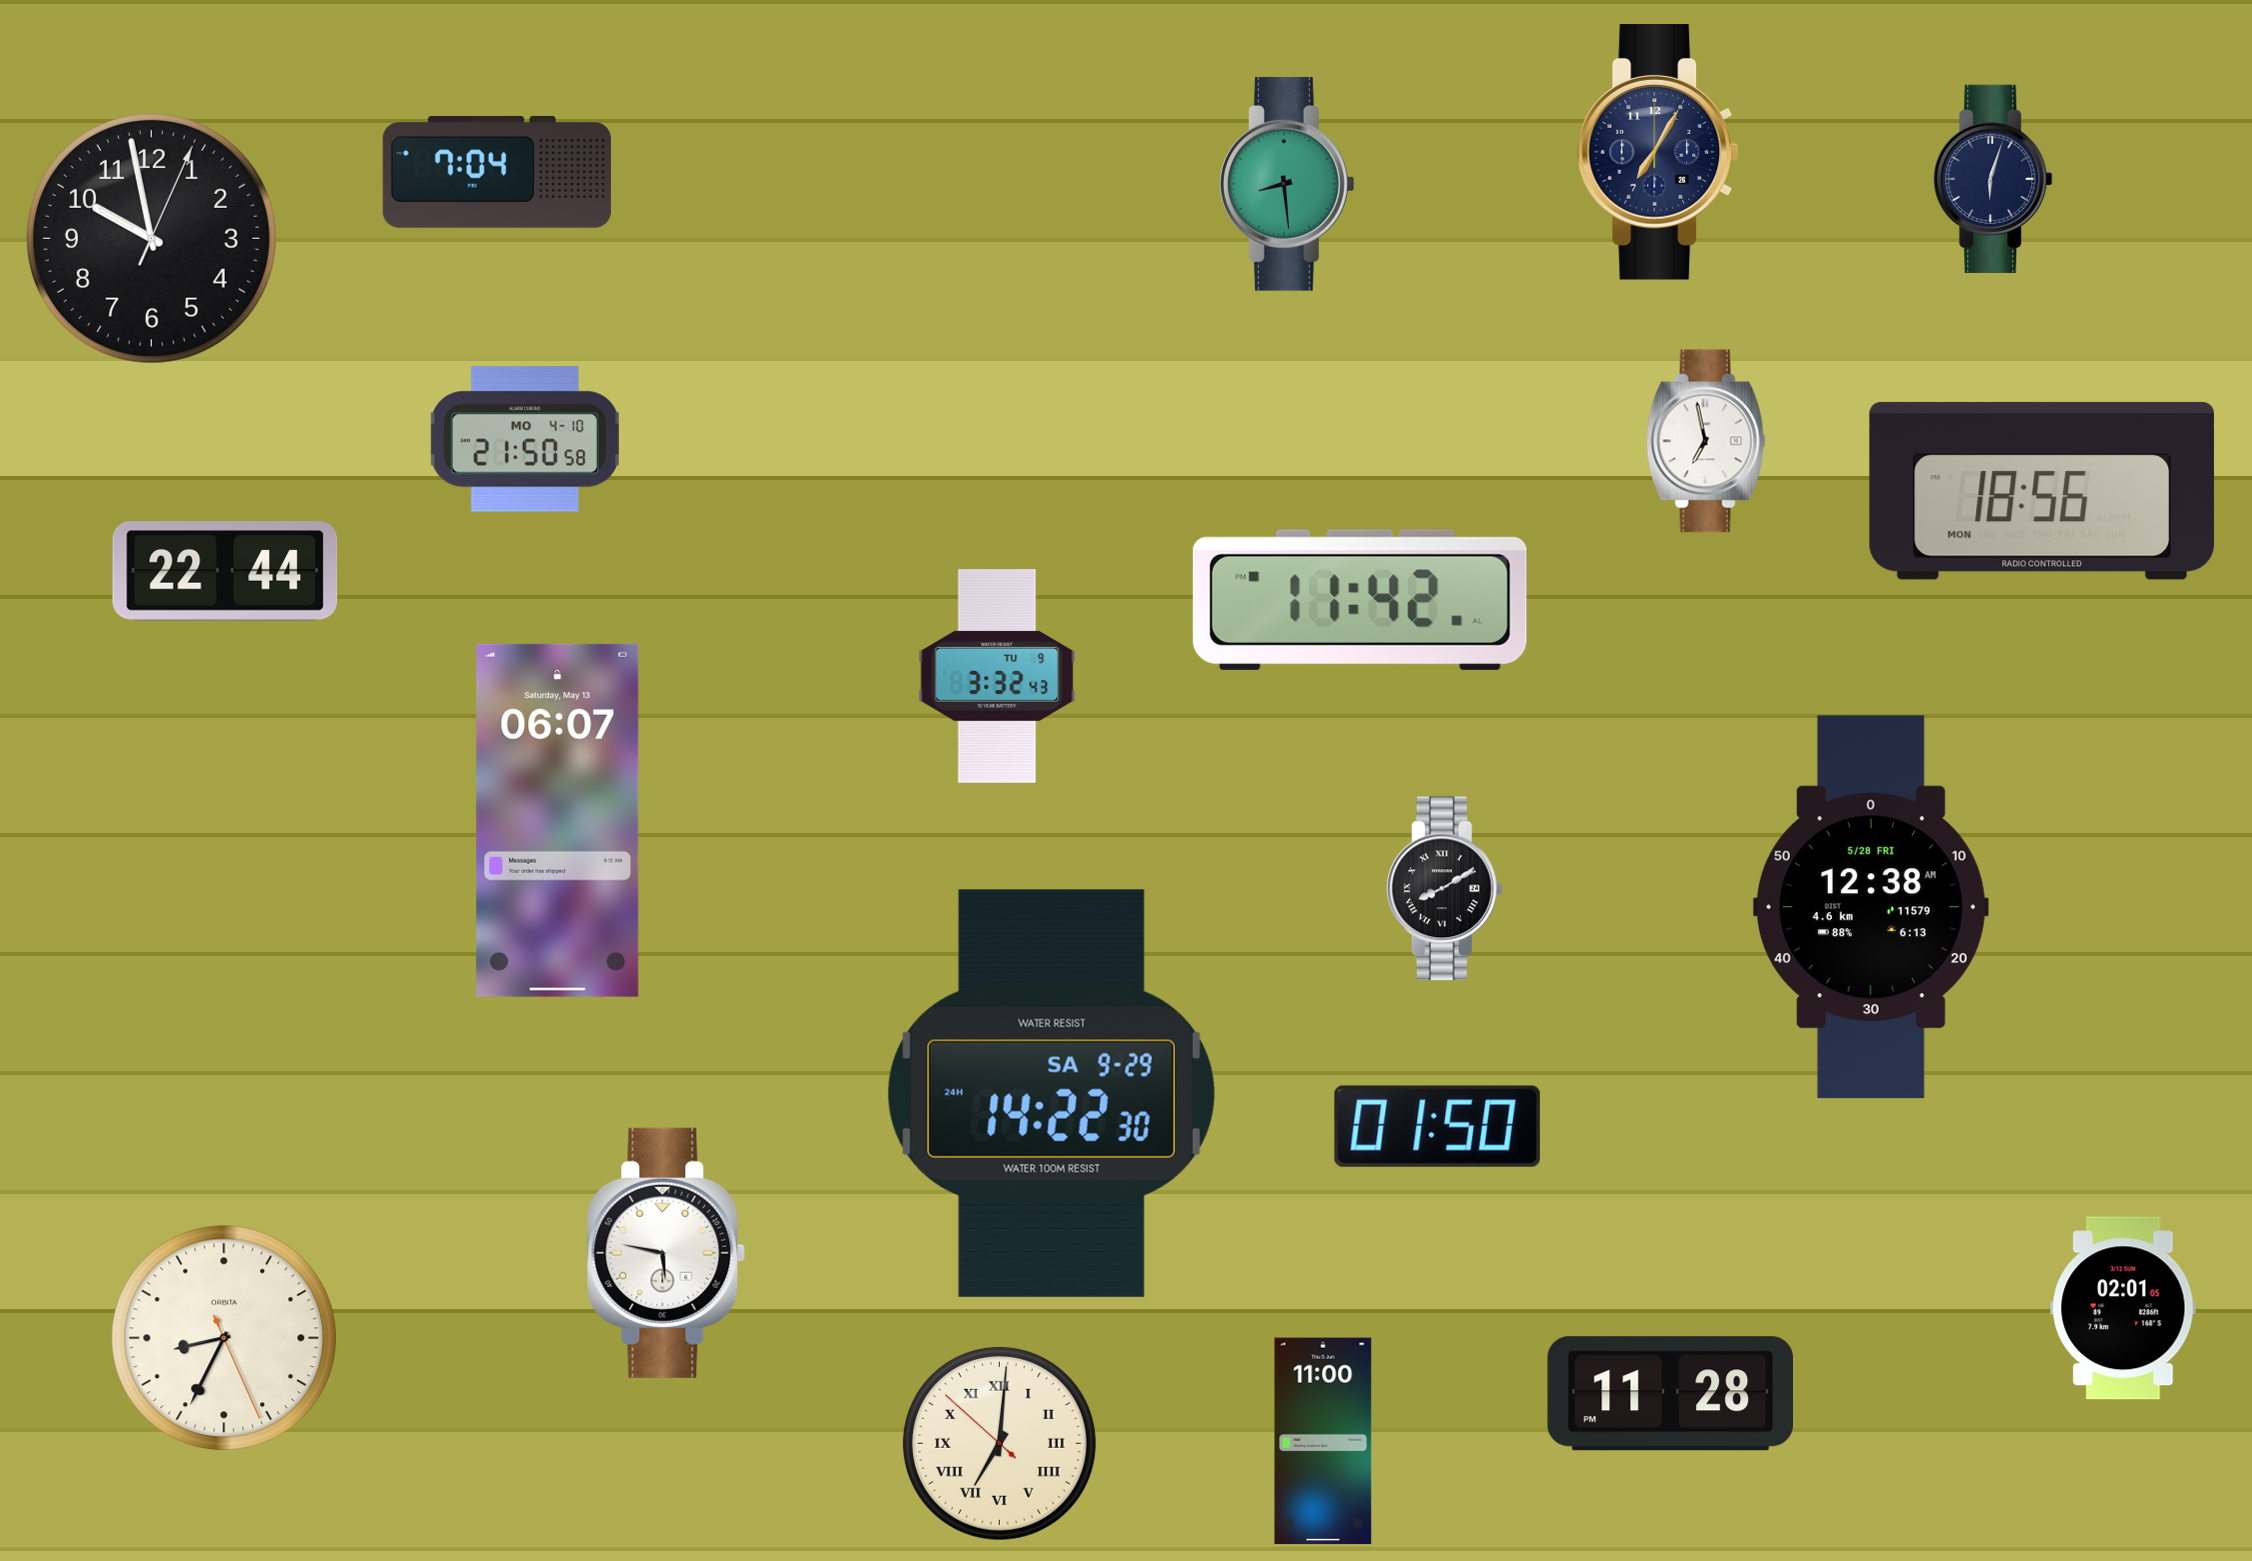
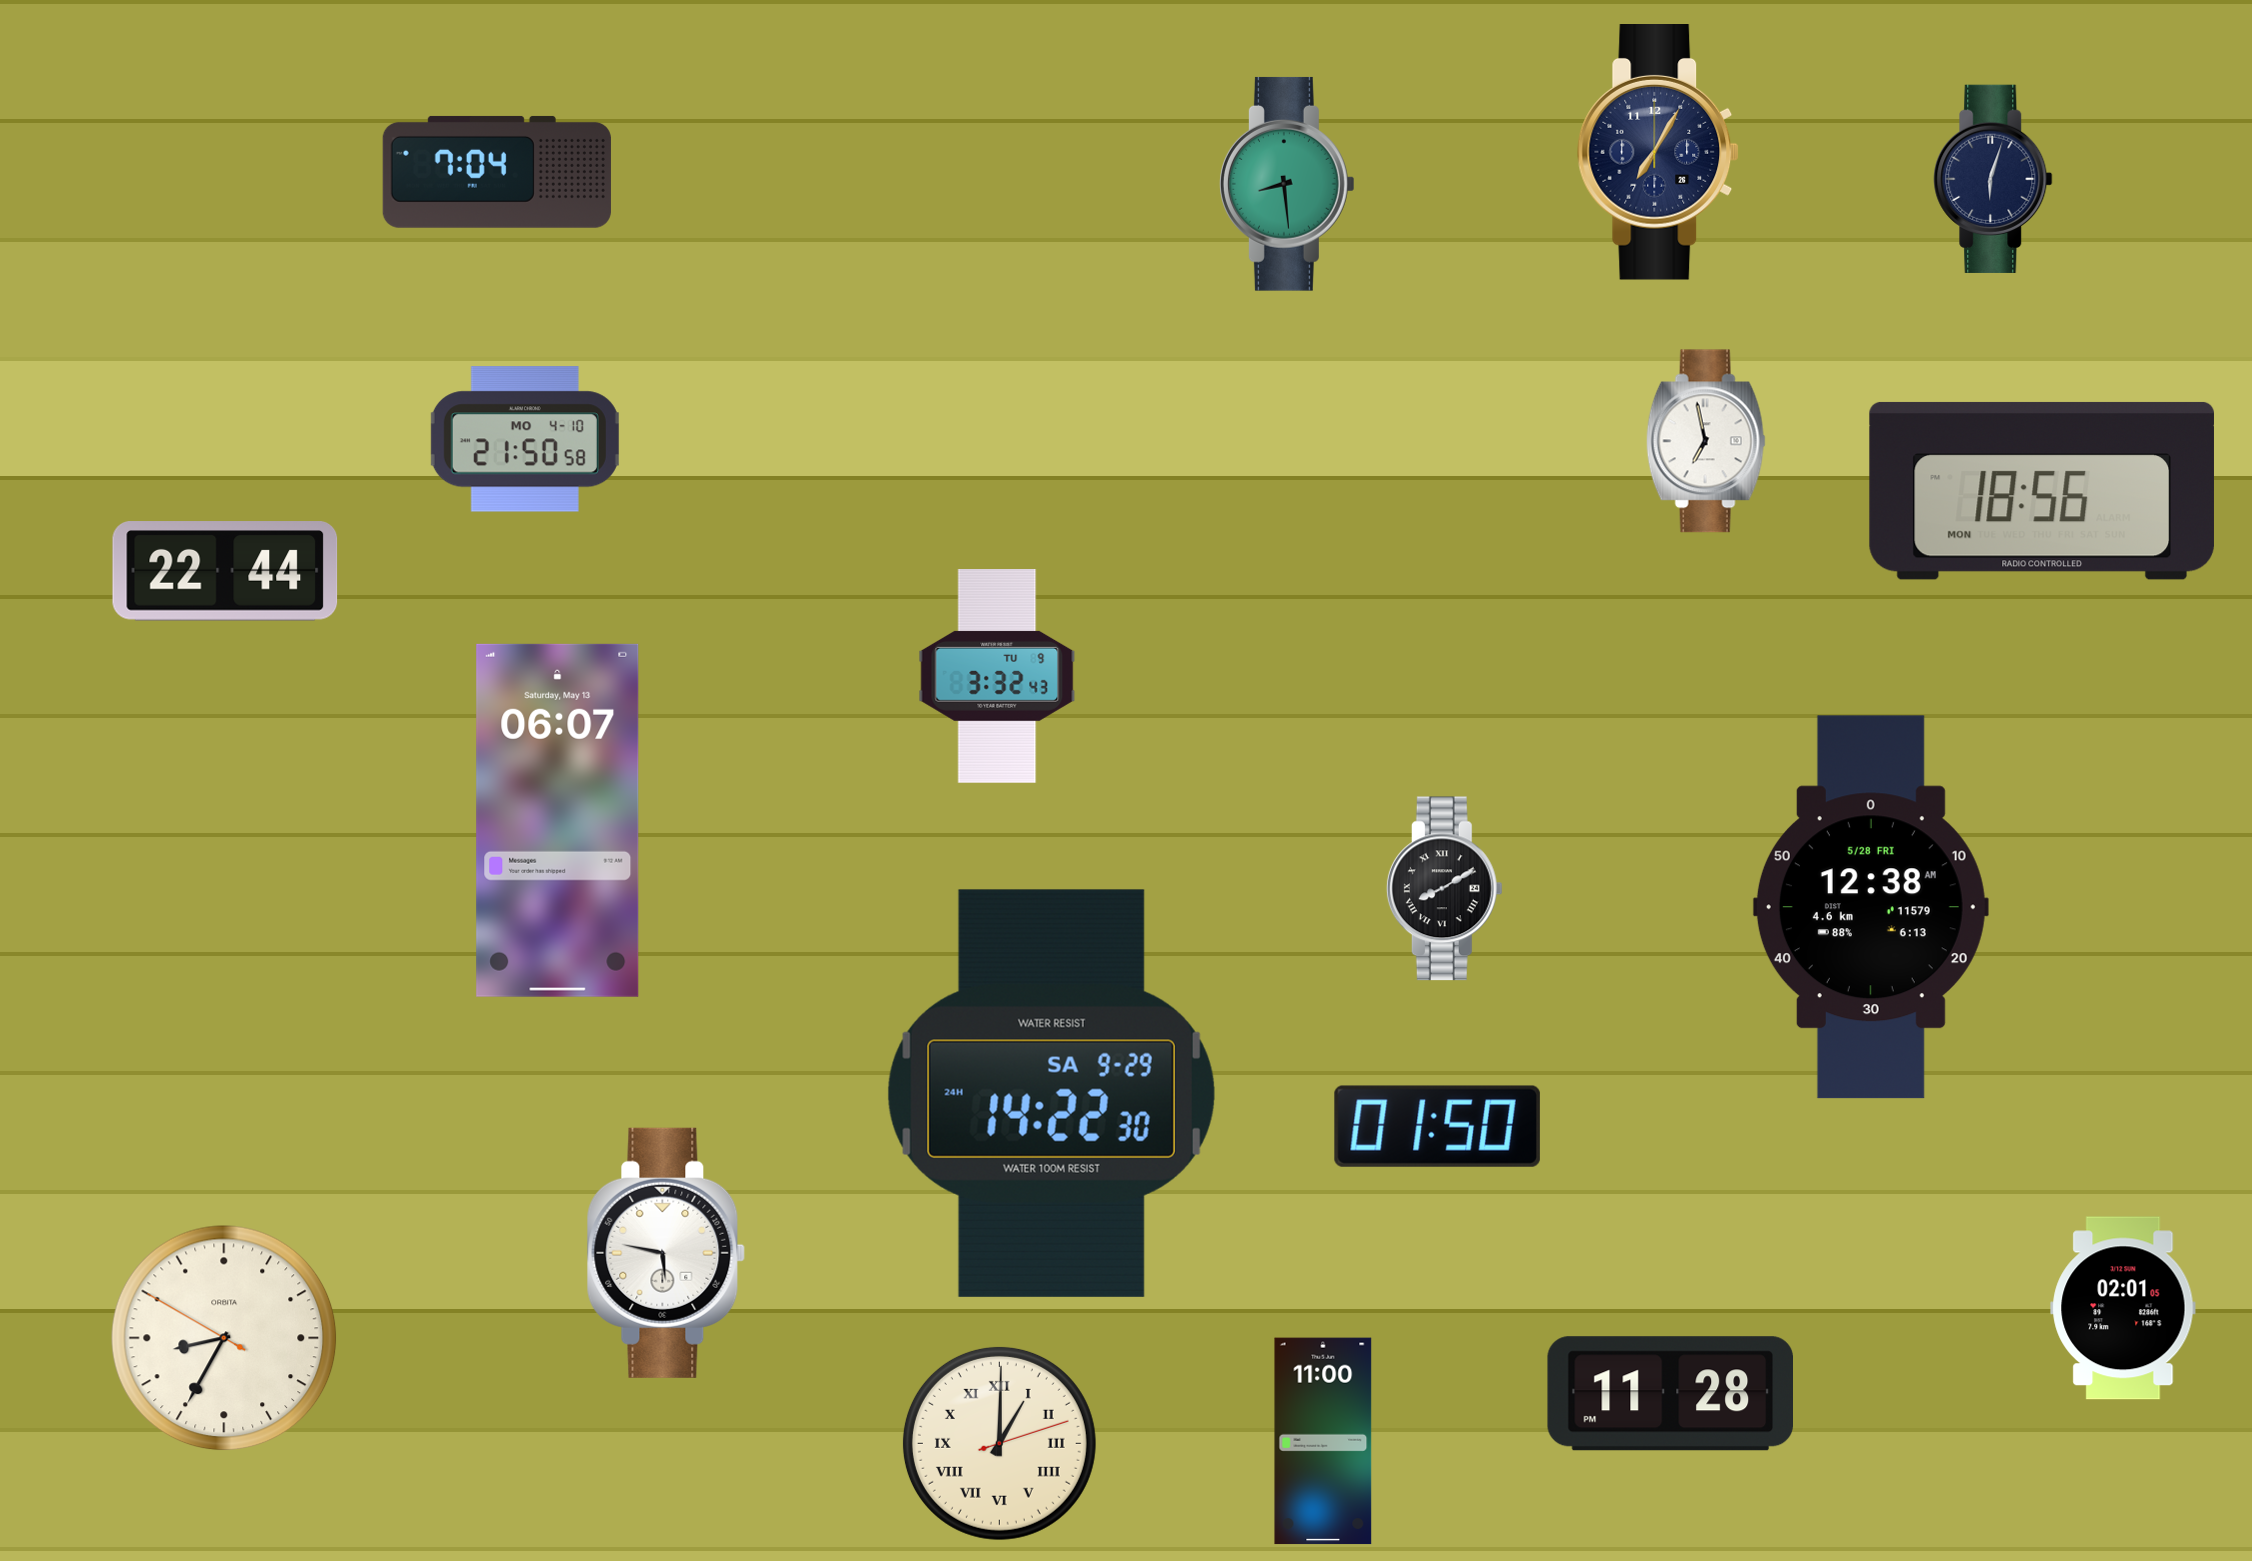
clock at (151, 238): 9:58 -> none
clock at (1360, 600): 11:42 -> none
clock at (224, 1338): 8:34:26 -> 8:34:50
clock at (999, 1443): 7:00 -> 1:00
